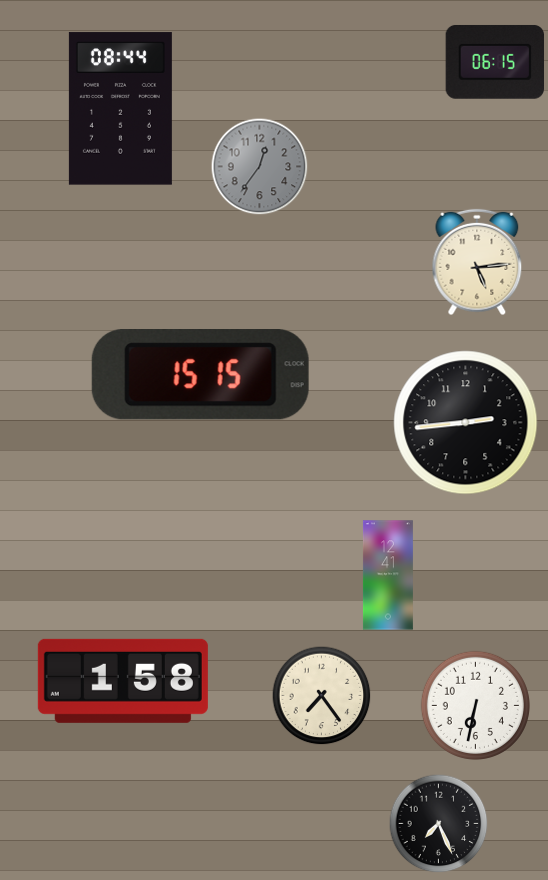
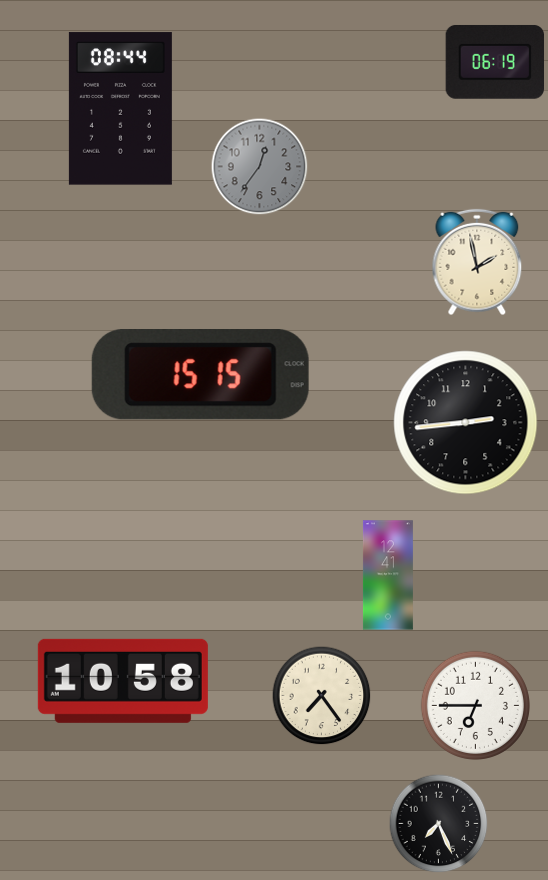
clock at (494, 62): 06:15 -> 06:19
clock at (477, 262): 5:14 -> 1:58
clock at (123, 681): 1:58 -> 10:58
clock at (475, 705): 6:32 -> 6:45
